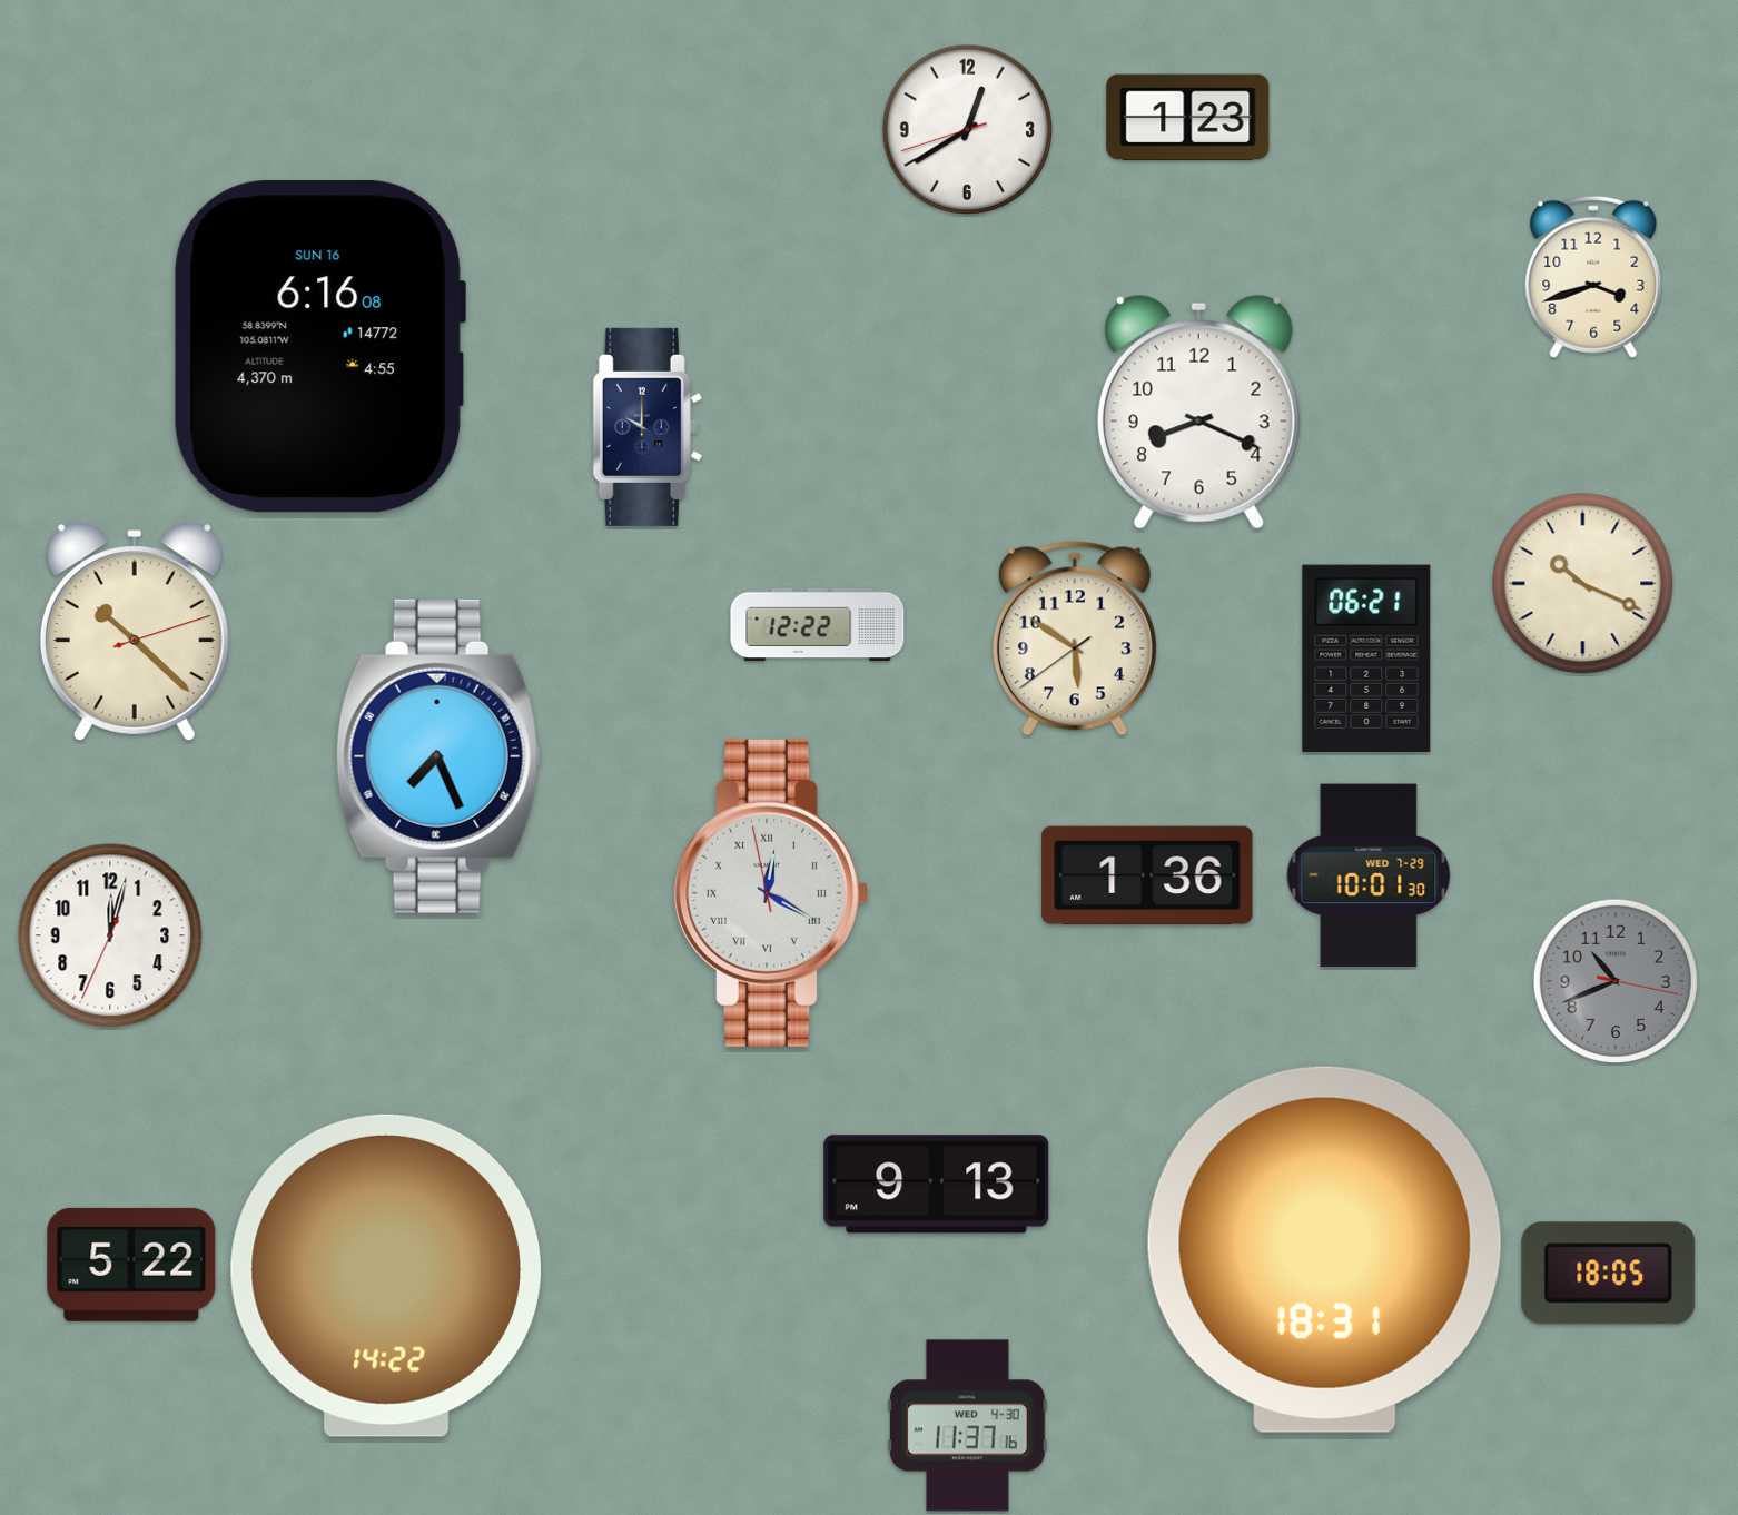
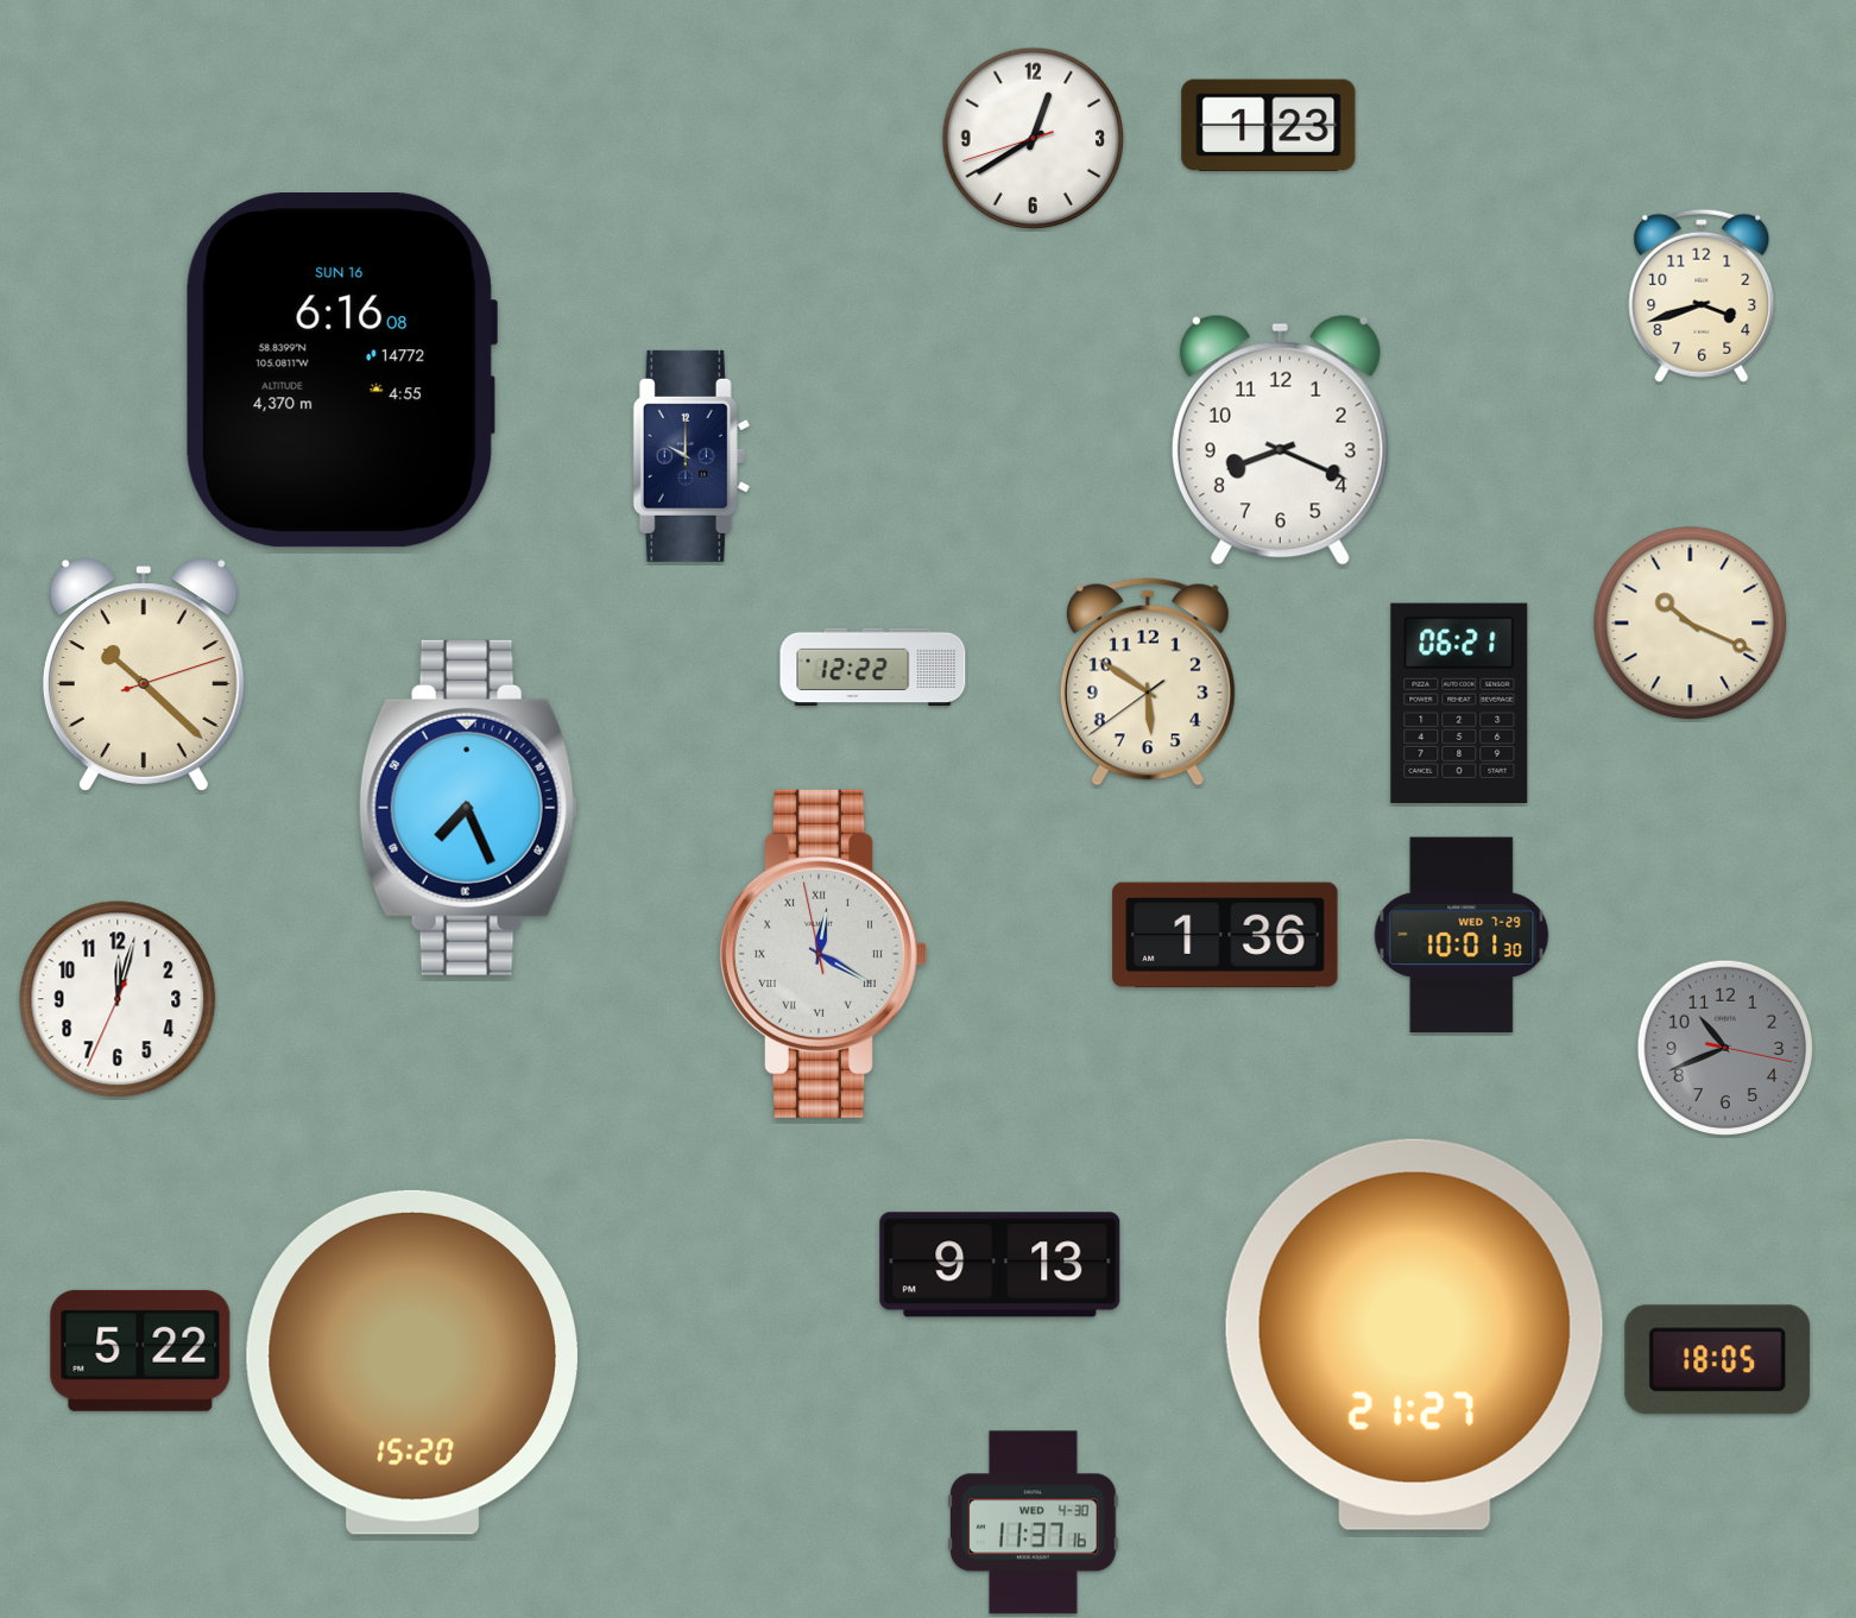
clock at (1324, 1249): 18:31 -> 21:27
clock at (386, 1276): 14:22 -> 15:20
